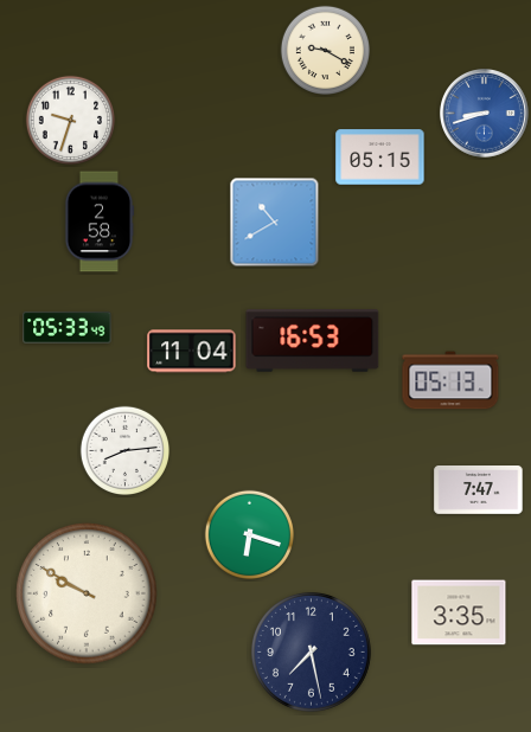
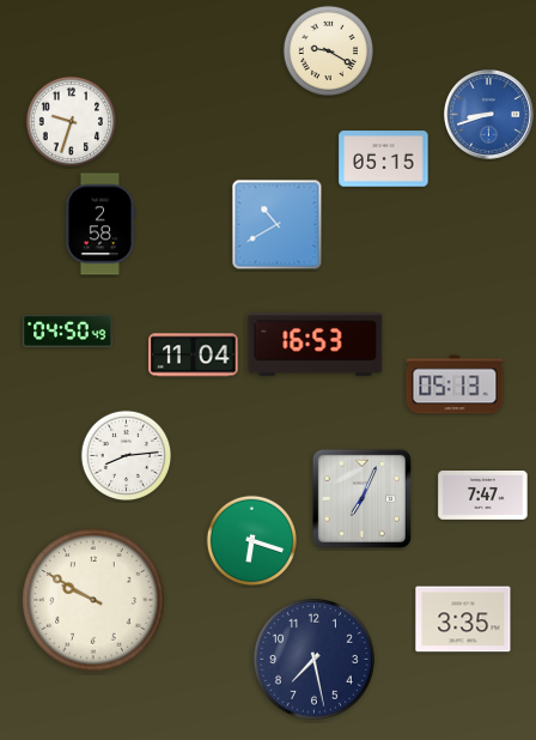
clock at (68, 328): 05:33 -> 04:50
clock at (361, 498): none -> 7:04
clock at (87, 593) position: (87, 593) -> (93, 600)
